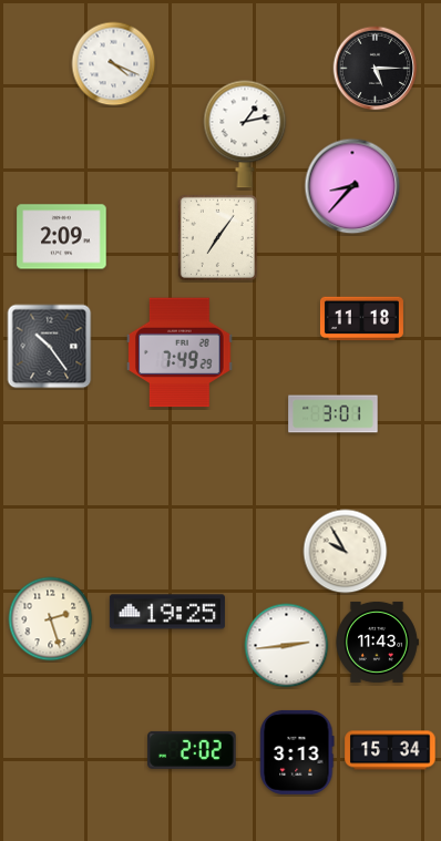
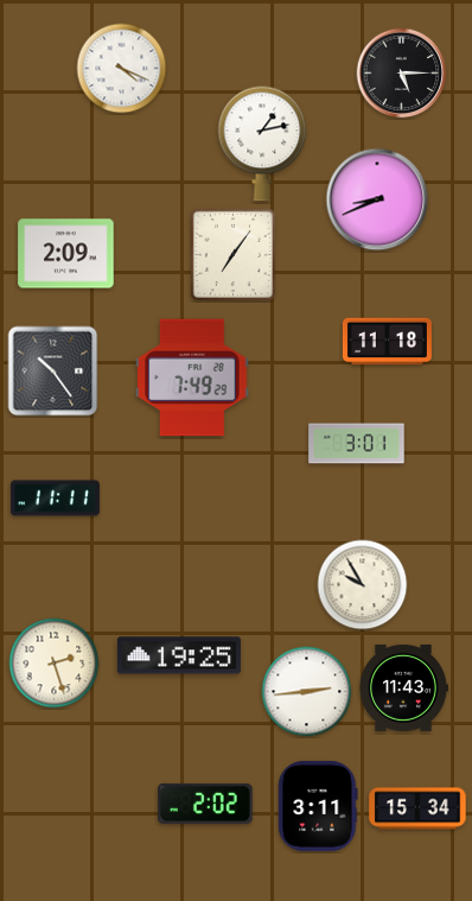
clock at (352, 186): 8:37 -> 8:41
clock at (55, 499): none -> 11:11
clock at (346, 552) position: (346, 552) -> (363, 585)
clock at (390, 750) position: (390, 750) -> (417, 808)
clock at (297, 752): 3:13 -> 3:11
